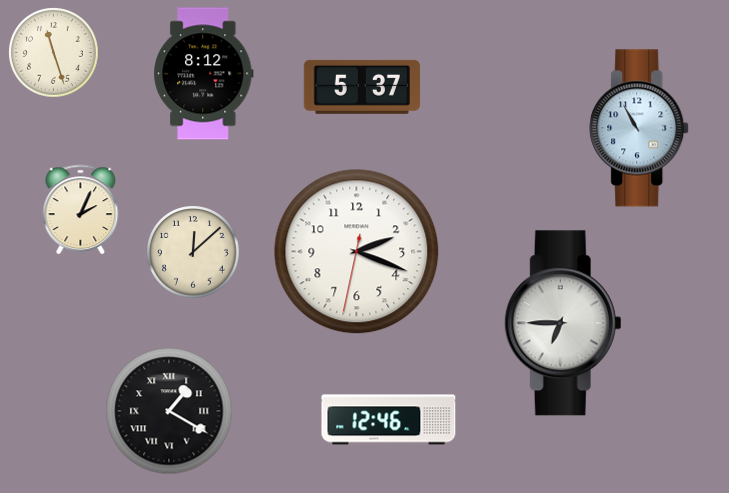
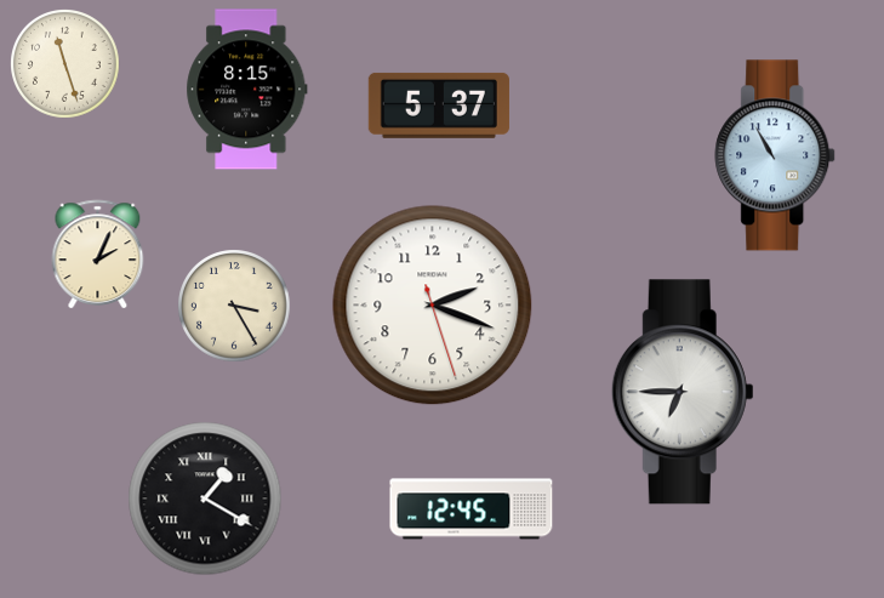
clock at (204, 74): 8:12 -> 8:15
clock at (193, 252): 12:08 -> 3:25
clock at (357, 252): 2:18:32 -> 2:18:27
clock at (389, 420): 12:46 -> 12:45
